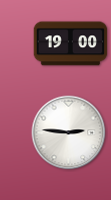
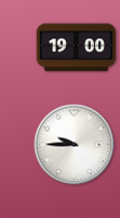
clock at (69, 133): 2:46 -> 9:45
